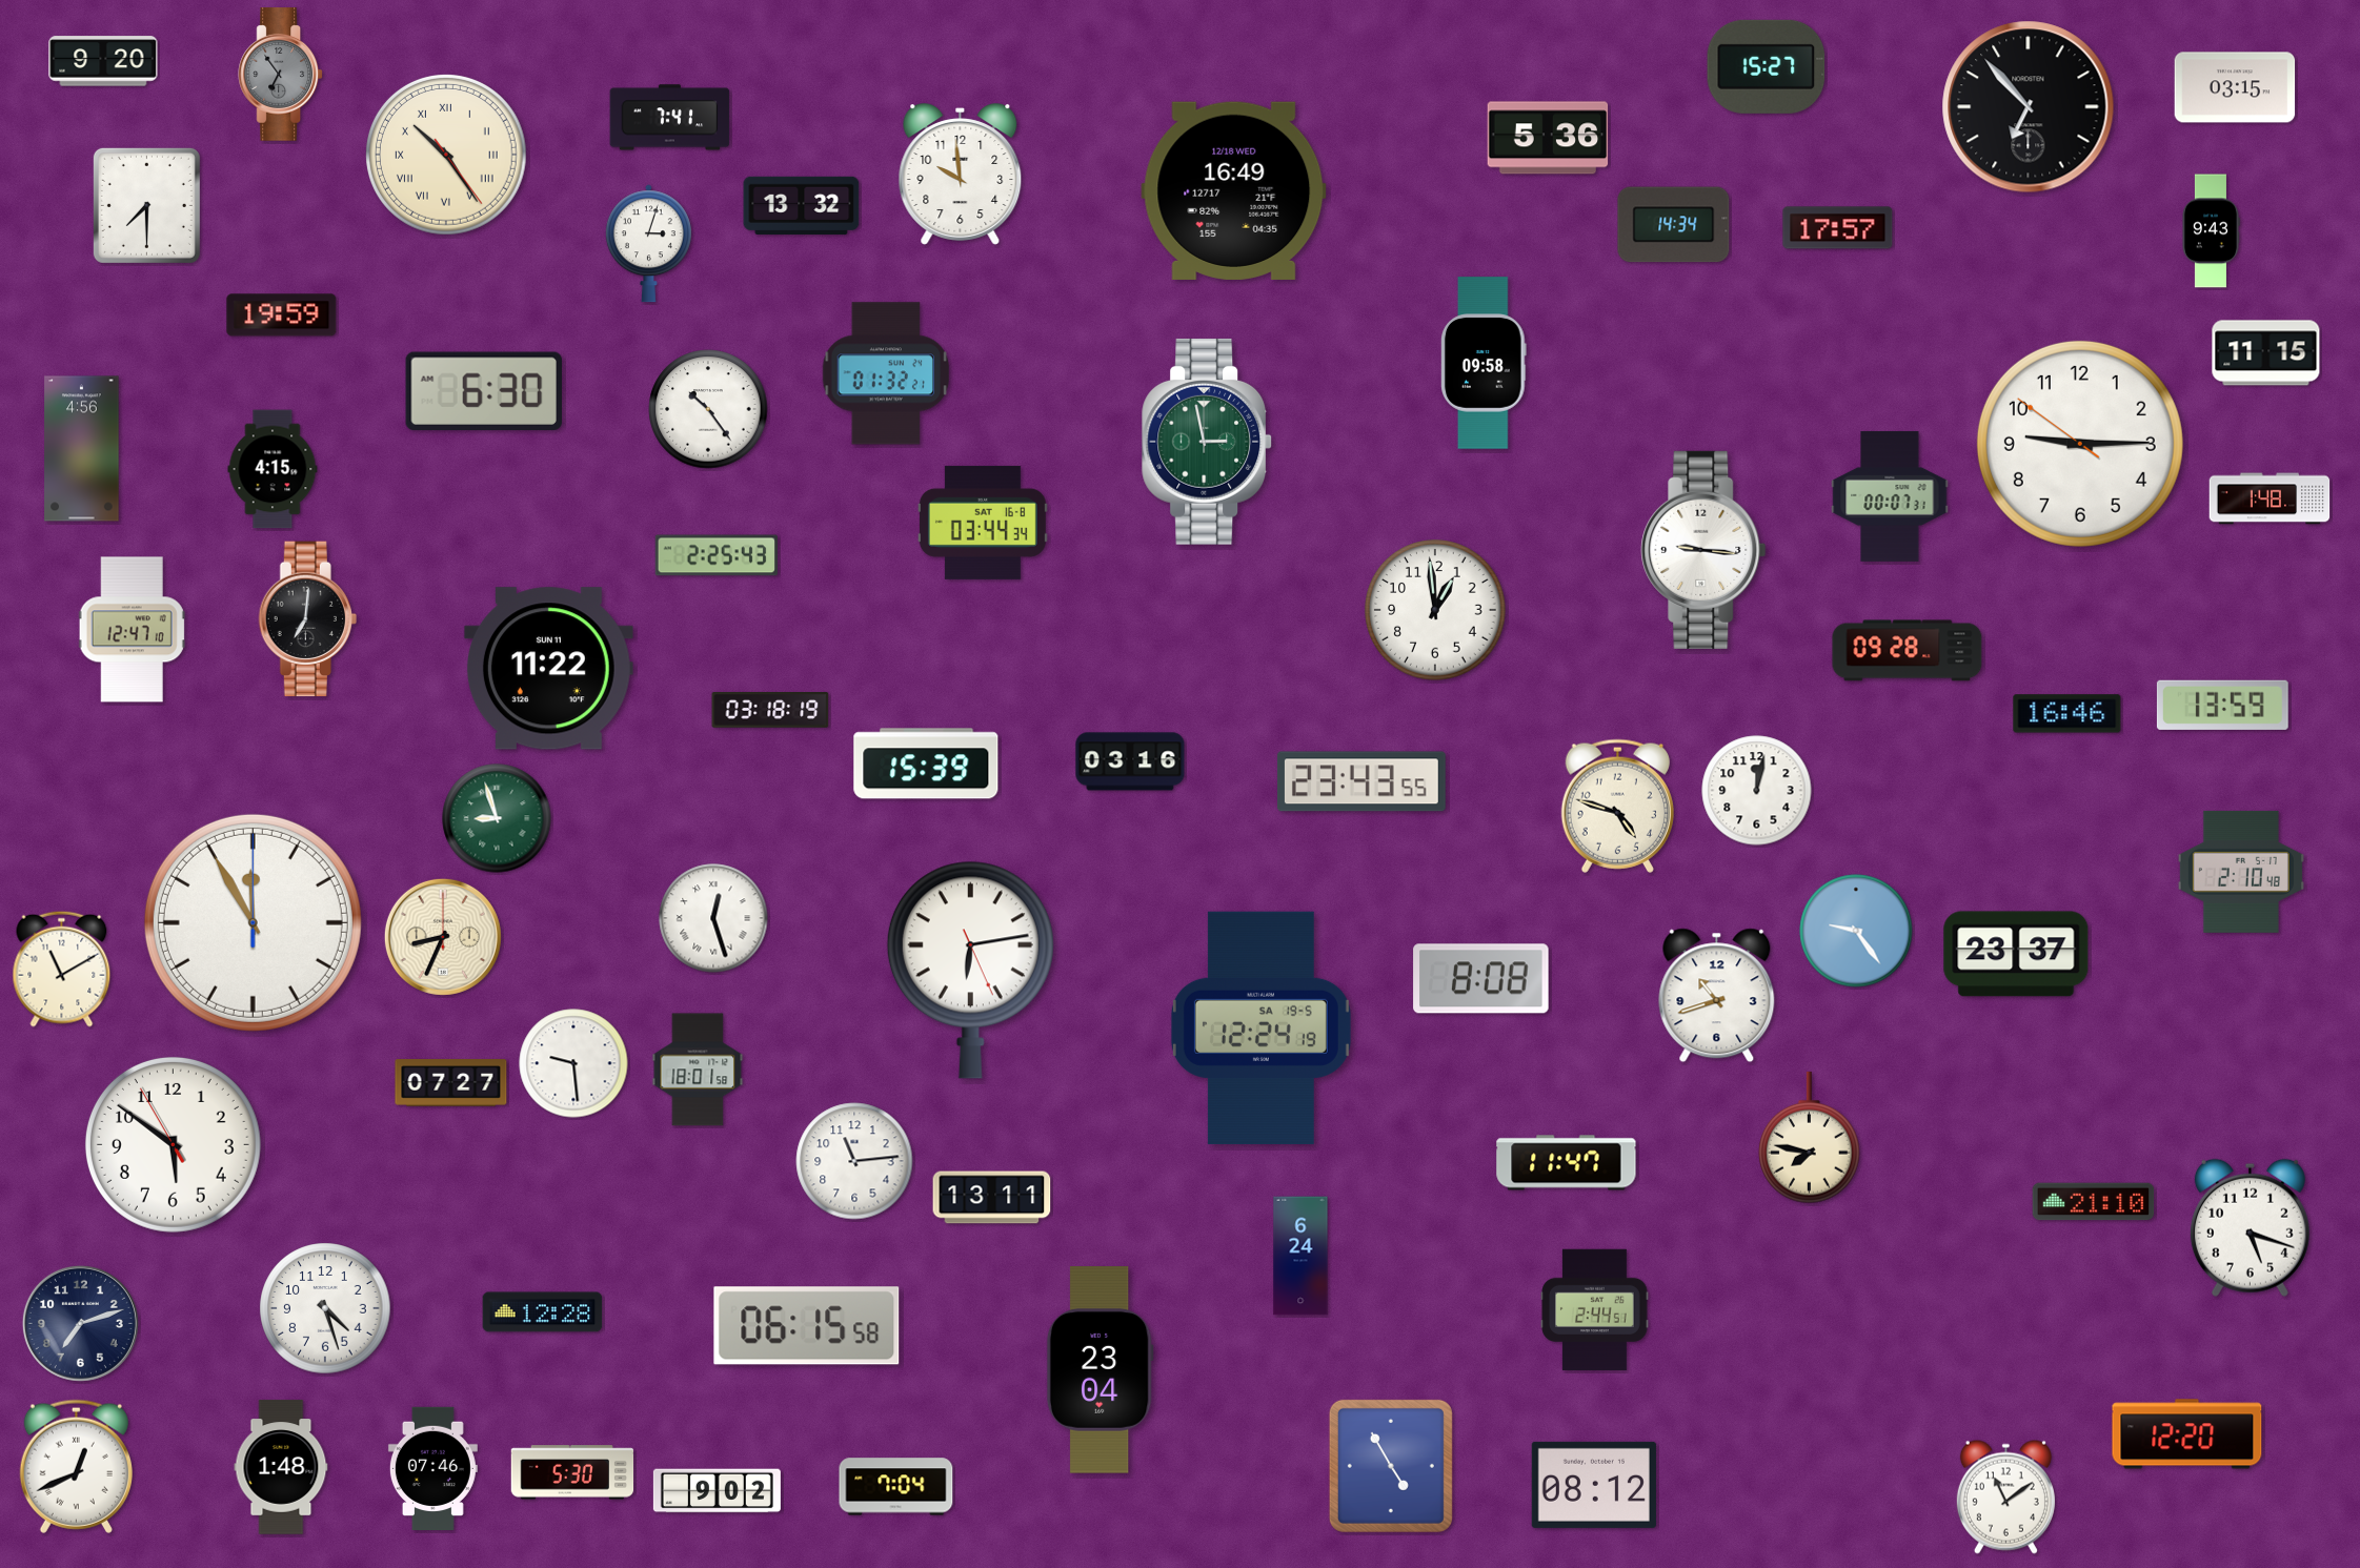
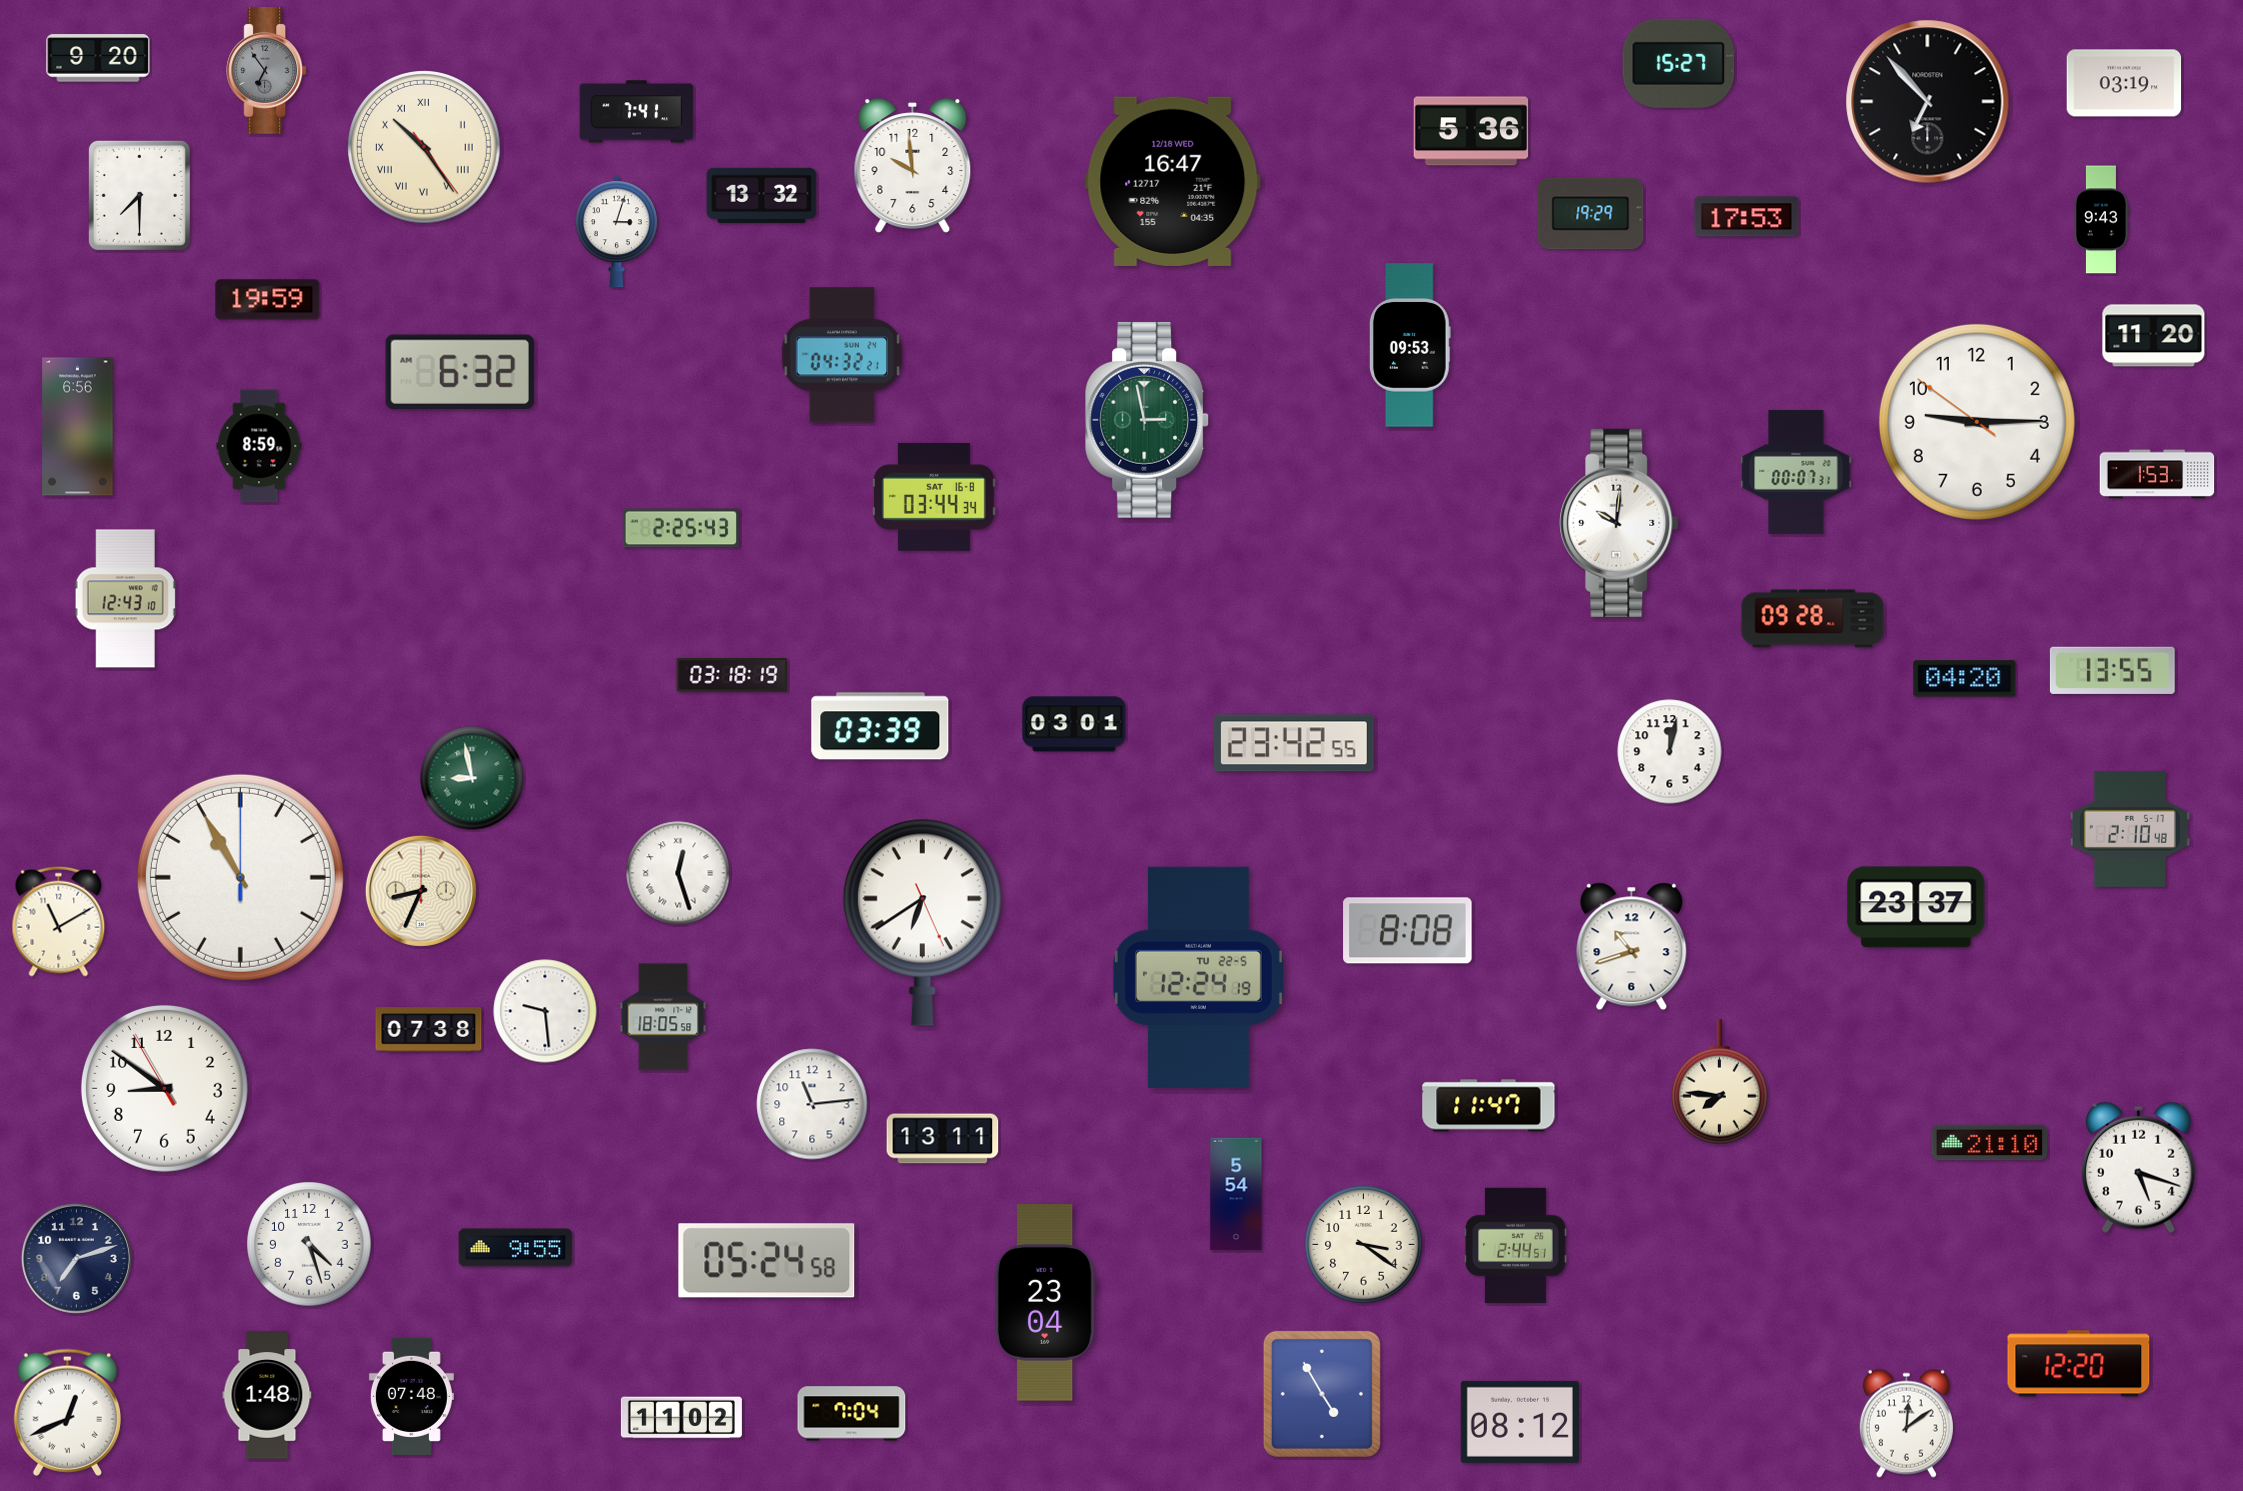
clock at (2235, 87): 03:15 -> 03:19
clock at (1234, 190): 16:49 -> 16:47
clock at (1674, 225): 14:34 -> 19:29
clock at (1838, 228): 17:57 -> 17:53
clock at (2266, 353): 11:15 -> 11:20
clock at (1485, 363): 09:58 -> 09:53
clock at (886, 373): 01:32 -> 04:32
clock at (484, 390): 6:30 -> 6:32
clock at (708, 409): 10:24 -> none
clock at (82, 449): 4:56 -> 6:56
clock at (273, 469): 4:15 -> 8:59
clock at (2270, 498): 1:48 -> 1:53
clock at (1703, 550): 9:16 -> 10:01
clock at (1435, 610): 12:59 -> none
clock at (307, 619): 7:01 -> none
clock at (132, 630): 12:47 -> 12:43
clock at (548, 669): 11:22 -> none
clock at (2222, 705): 13:59 -> 13:55
clock at (2067, 714): 16:46 -> 04:20
clock at (1130, 761): 03:16 -> 03:01
clock at (926, 763): 15:39 -> 03:39
clock at (1361, 781): 23:43 -> 23:42
clock at (1617, 806): 4:48 -> none
clock at (497, 818): 8:57 -> 8:58
clock at (253, 922): 11:55 -> 10:55
clock at (1856, 931): 9:24 -> none
clock at (970, 970): 6:13 -> 6:39
clock at (1260, 1027) date: SA 19-5 -> TU 22-5
clock at (698, 1070): 18:01 -> 18:05
clock at (451, 1083): 07:27 -> 07:38
clock at (1810, 1138): 7:47 -> 7:46
clock at (173, 1144): 5:50 -> 8:50
clock at (1300, 1256): 6:24 -> 5:54
clock at (1364, 1245): none -> 3:21
clock at (543, 1312): 12:28 -> 9:55
clock at (807, 1326): 06:15 -> 05:24
clock at (76, 1466) position: (76, 1466) -> (67, 1412)
clock at (432, 1468): 07:46 -> 07:48
clock at (572, 1472): 5:30 -> none
clock at (1594, 1485) position: (1594, 1485) -> (1520, 1422)
clock at (717, 1491): 9:02 -> 11:02
clock at (2005, 1496): 11:09 -> 12:09
